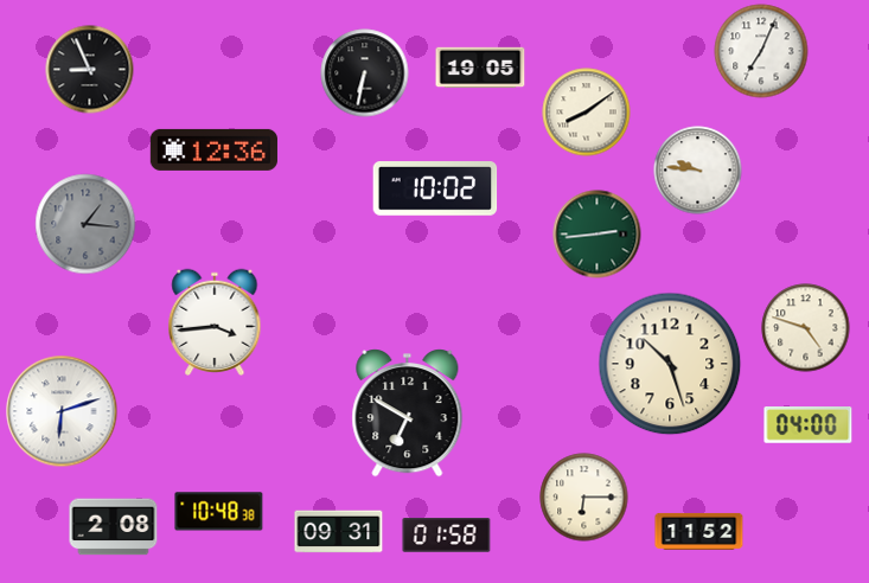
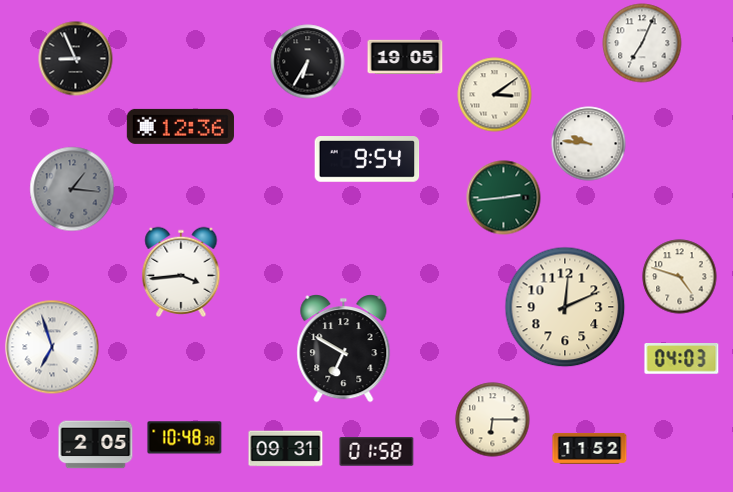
clock at (365, 73): 6:32 -> 6:35
clock at (587, 113): 8:09 -> 3:09
clock at (435, 190): 10:02 -> 9:54
clock at (670, 364): 10:27 -> 12:11
clock at (62, 411): 6:12 -> 6:57
clock at (809, 425): 04:00 -> 04:03
clock at (219, 512) position: (219, 512) -> (185, 438)
clock at (114, 527): 2:08 -> 2:05
